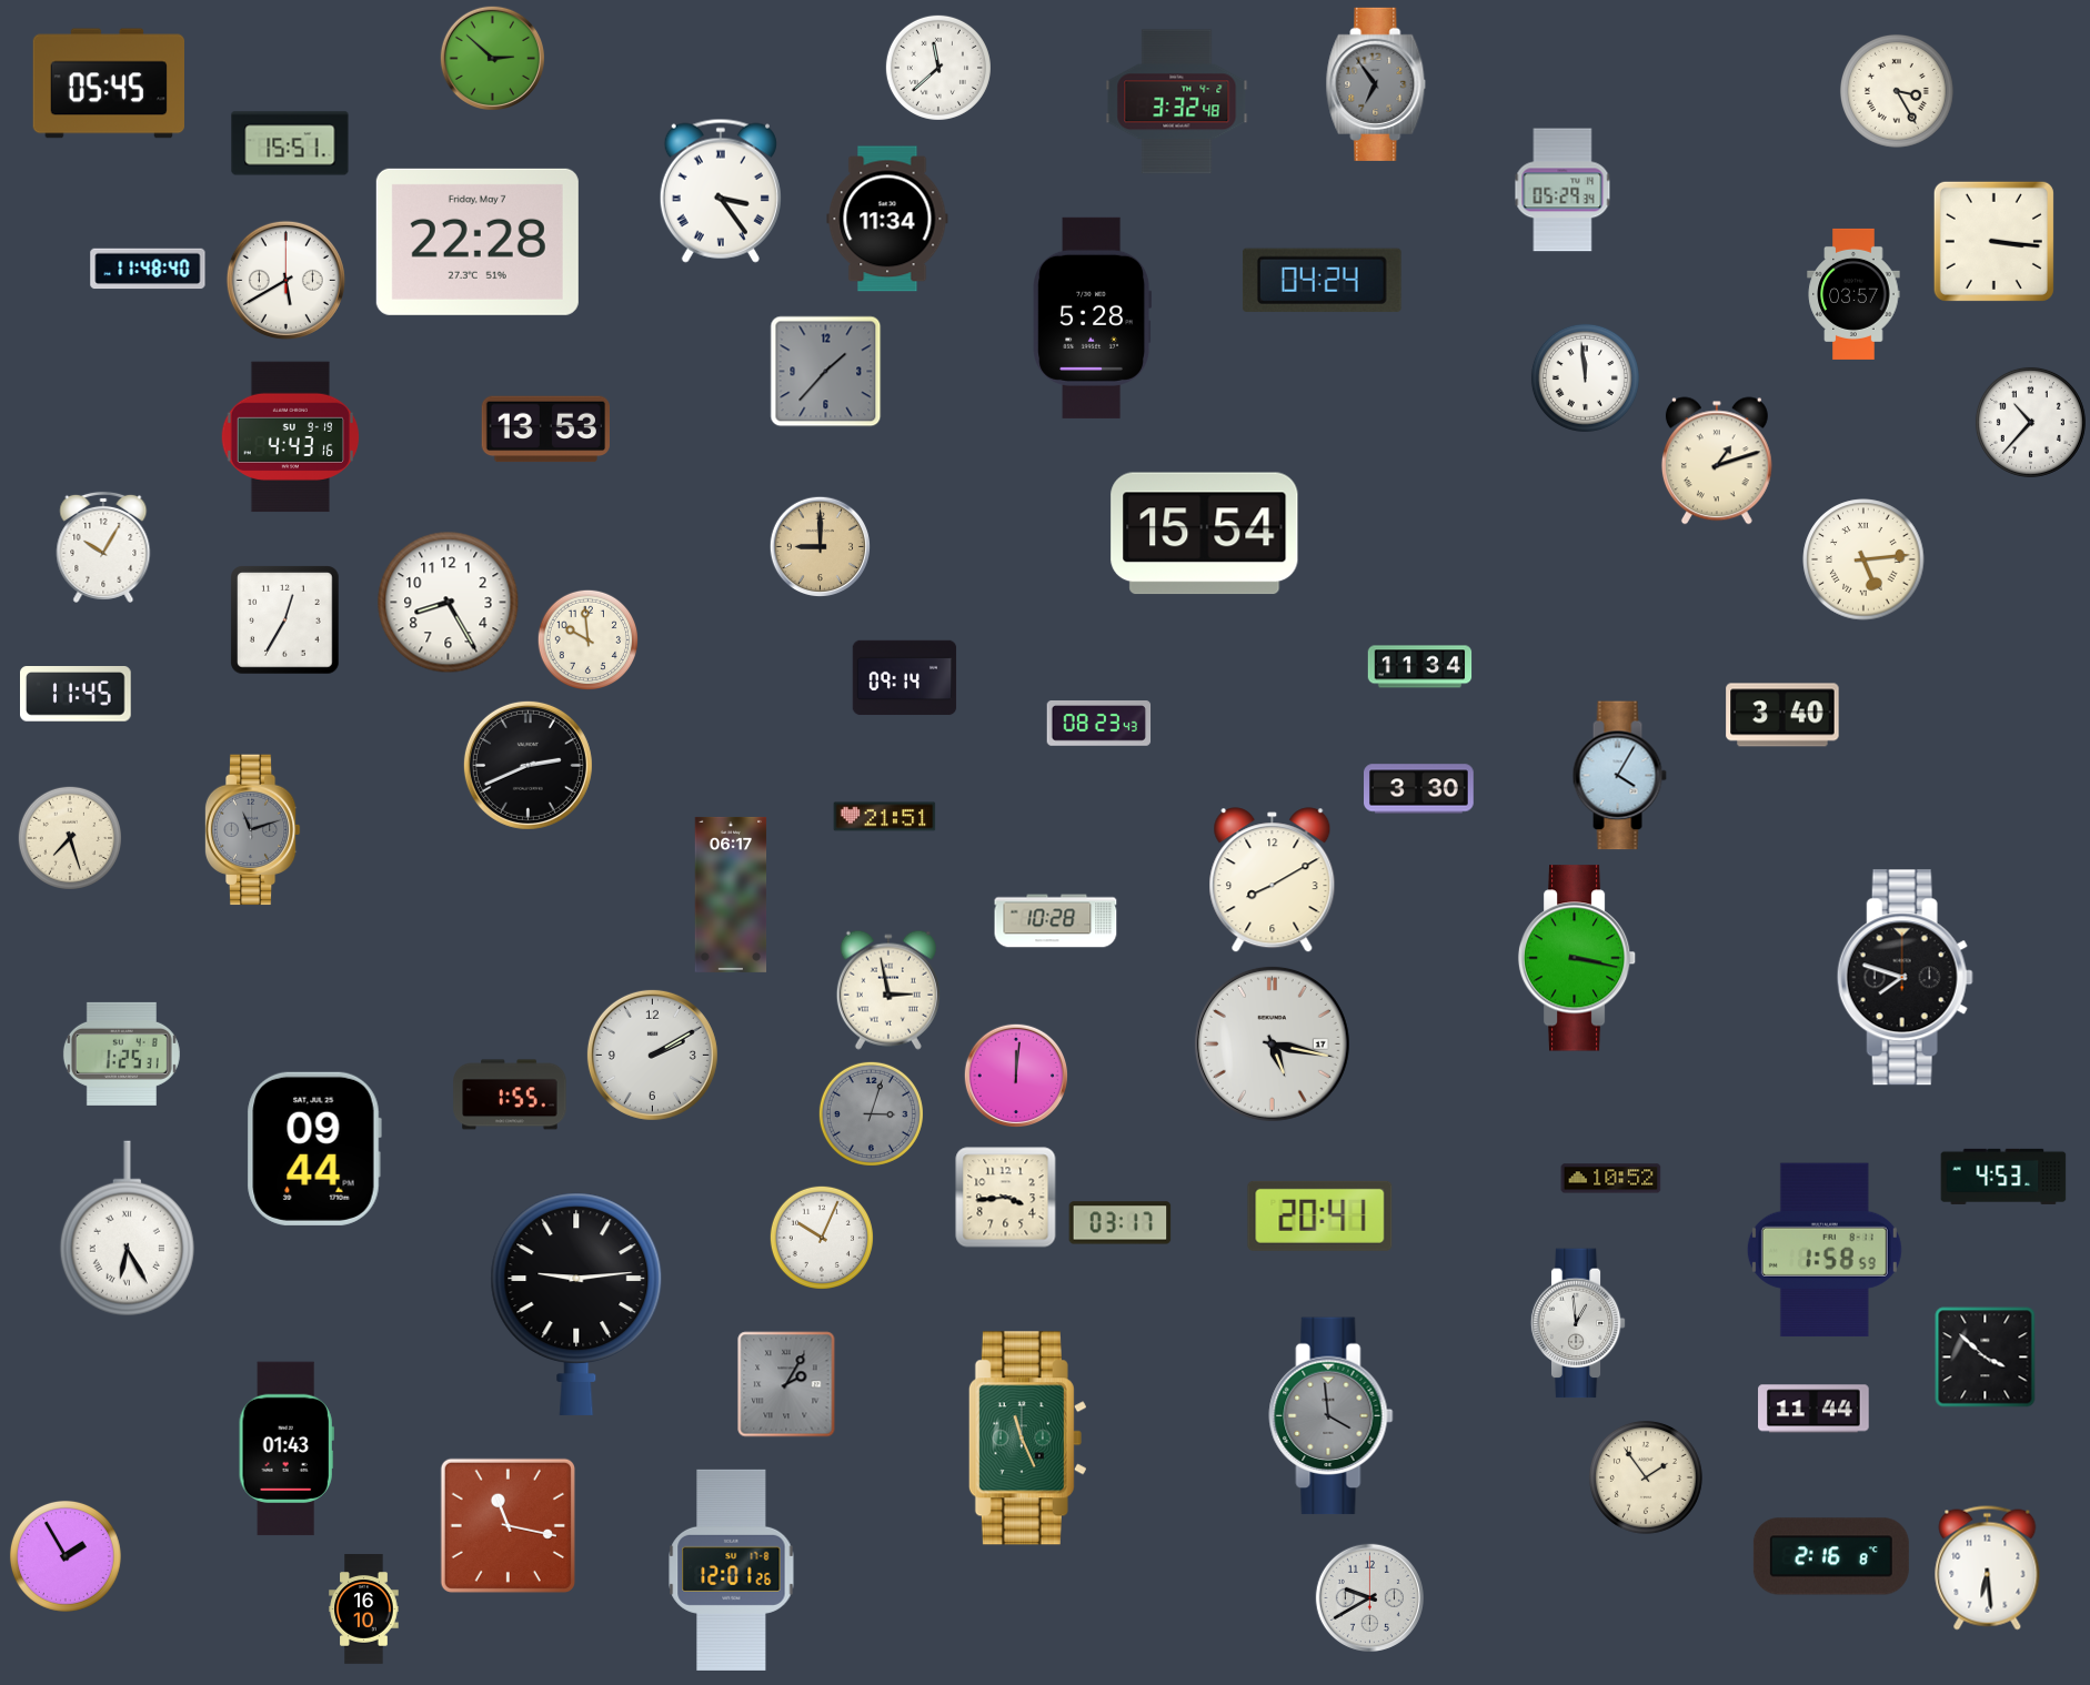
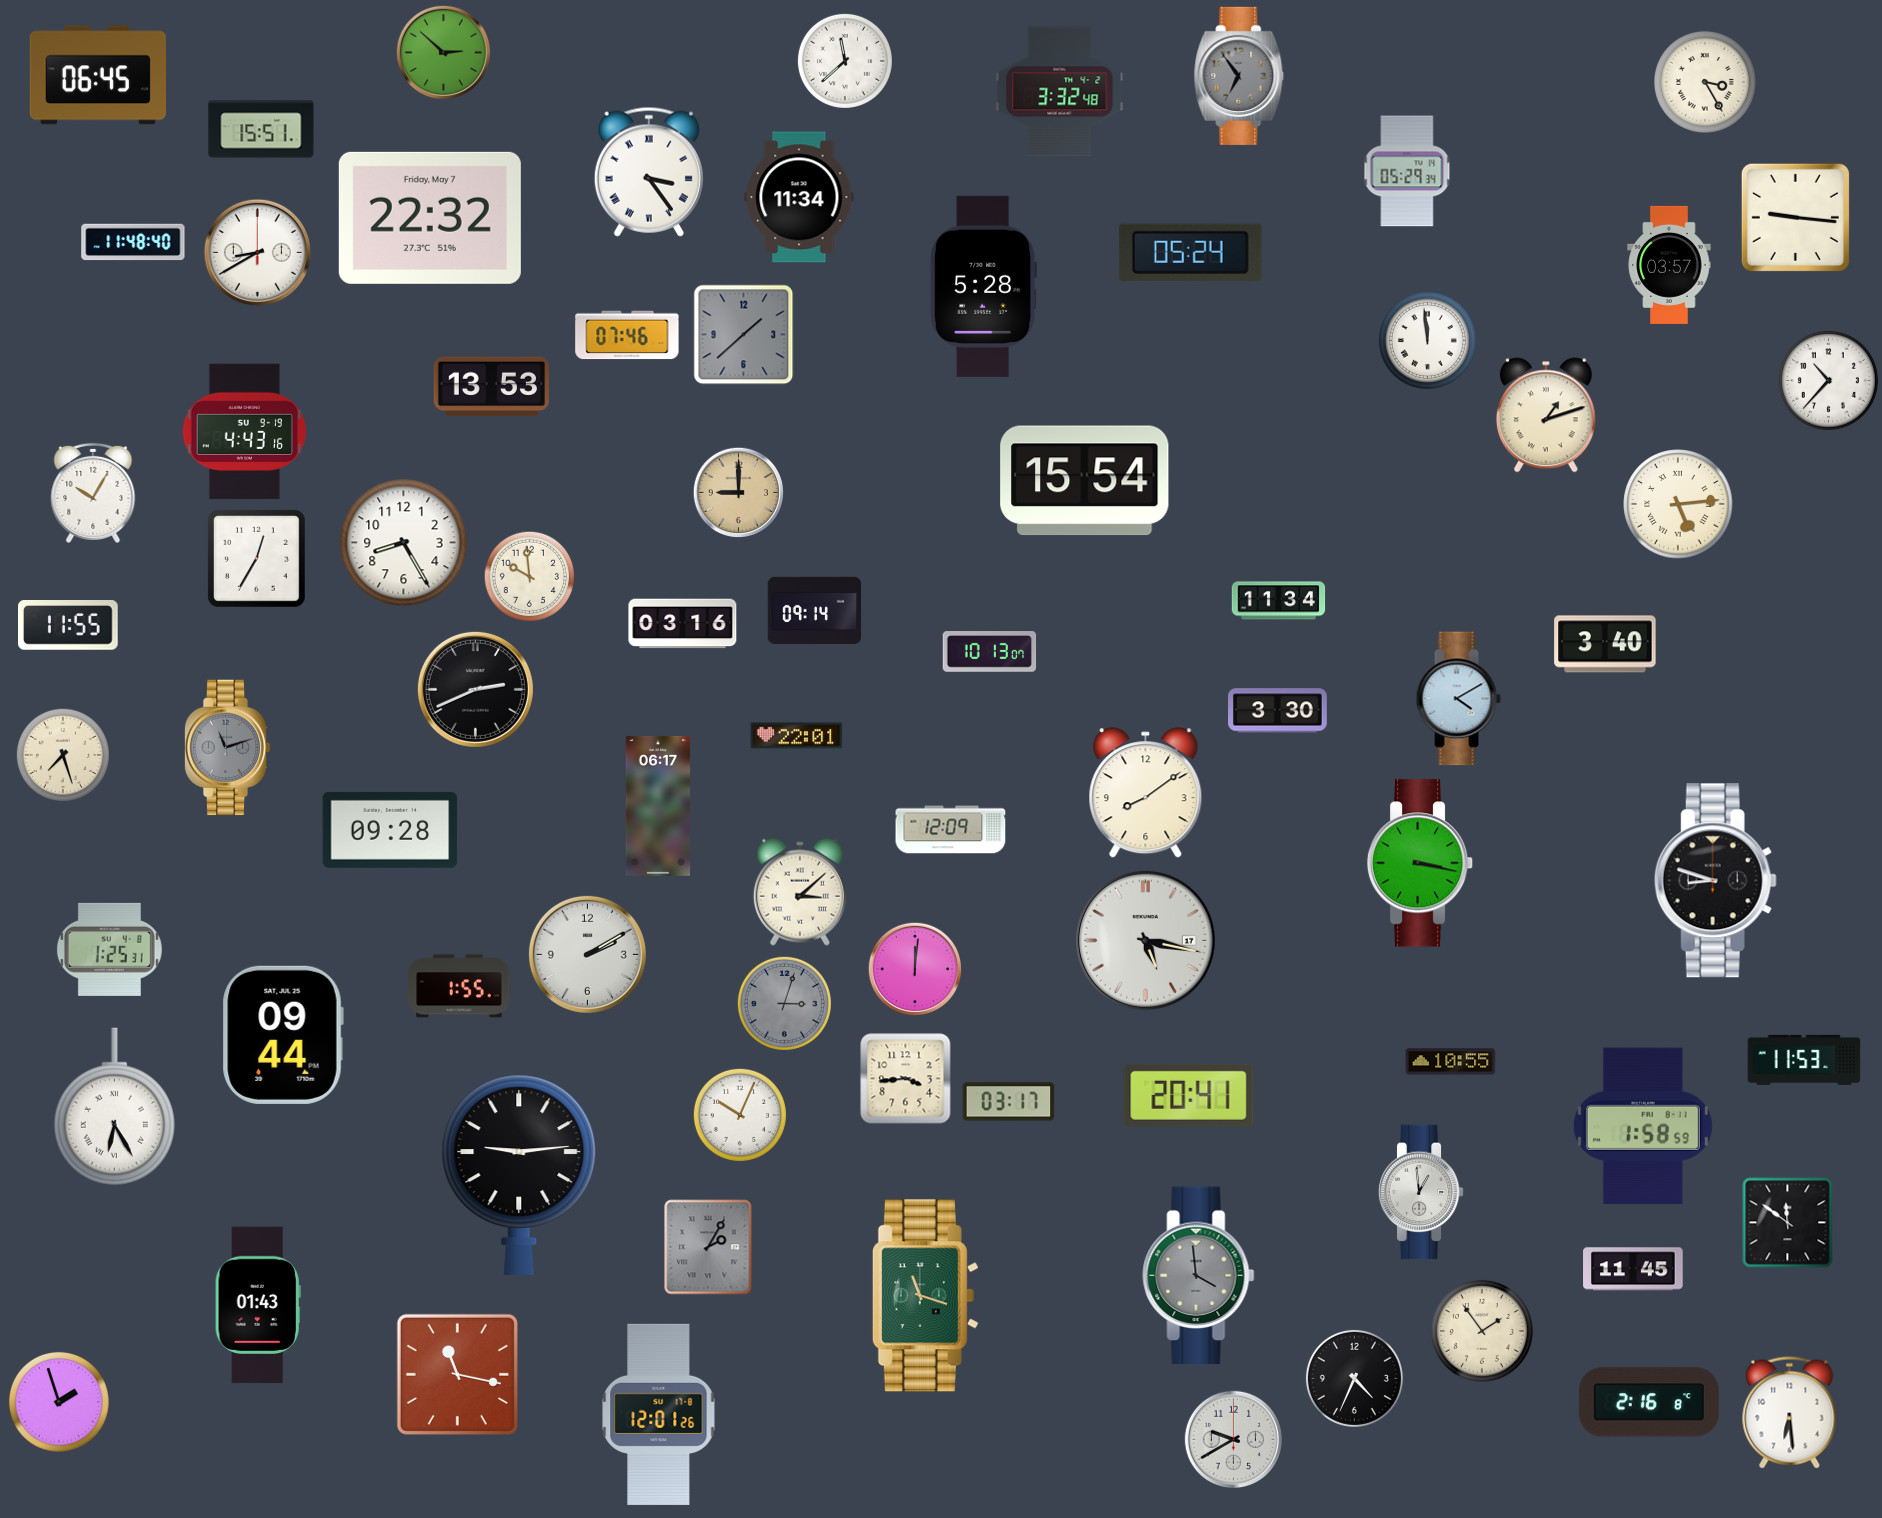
clock at (108, 83): 05:45 -> 06:45
clock at (1897, 91) position: (1897, 91) -> (1705, 82)
clock at (1993, 241): 3:16 -> 9:16
clock at (478, 242): 22:28 -> 22:32
clock at (285, 280): 5:40 -> 8:40
clock at (1322, 280): 04:24 -> 05:24
clock at (627, 335): none -> 07:46
clock at (826, 372): 1:37 -> 1:38
clock at (290, 437) position: (290, 437) -> (244, 432)
clock at (683, 624): none -> 03:16
clock at (77, 695): 11:45 -> 11:55
clock at (1099, 724): 08:23 -> 10:13
clock at (1619, 776): 4:05 -> 4:10
clock at (885, 817): 21:51 -> 22:01
clock at (1273, 880): 8:10 -> 8:09
clock at (390, 830): none -> 09:28
clock at (1056, 921): 10:28 -> 12:09
clock at (1905, 978): 7:48 -> 8:48
clock at (888, 990): 2:58 -> 3:08
clock at (652, 1055) position: (652, 1055) -> (587, 954)
clock at (2003, 1177): 4:53 -> 11:53
clock at (1611, 1179): 10:52 -> 10:55
clock at (1986, 1358): 3:52 -> 11:51
clock at (1813, 1409): 11:44 -> 11:45
clock at (1027, 1439): 11:26 -> 11:18
clock at (1354, 1378): none -> 4:34
clock at (66, 1556): 1:55 -> 1:57
clock at (364, 1610): 16:10 -> none
